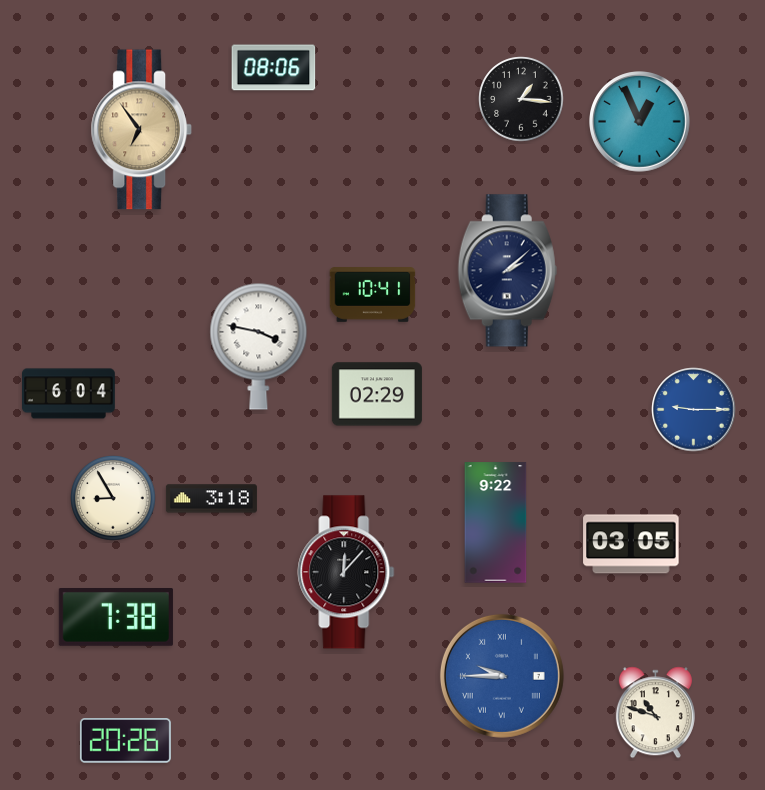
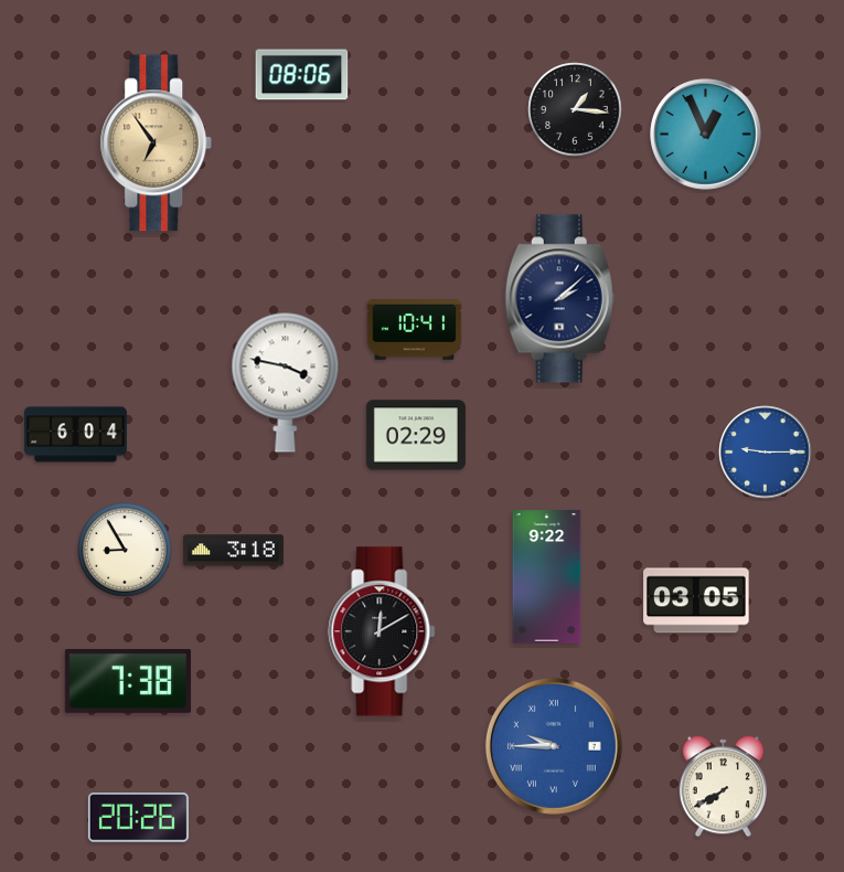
clock at (373, 295) position: (373, 295) -> (415, 330)
clock at (346, 572): 12:07 -> 12:10
clock at (655, 713): 10:48 -> 7:40
